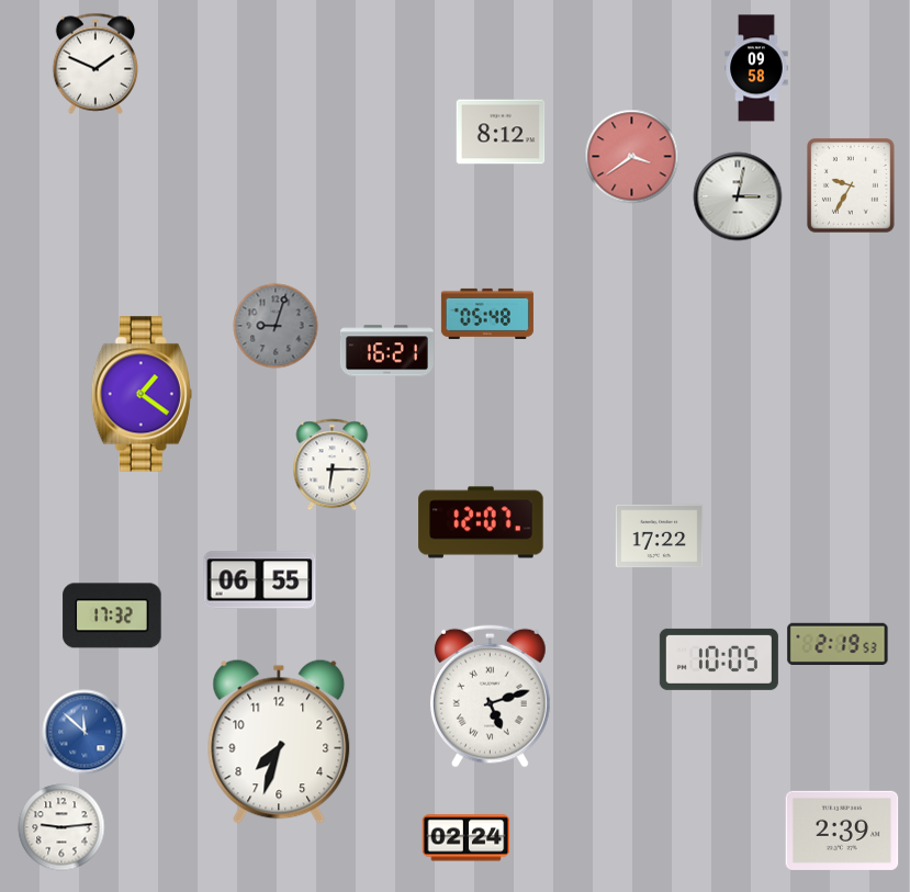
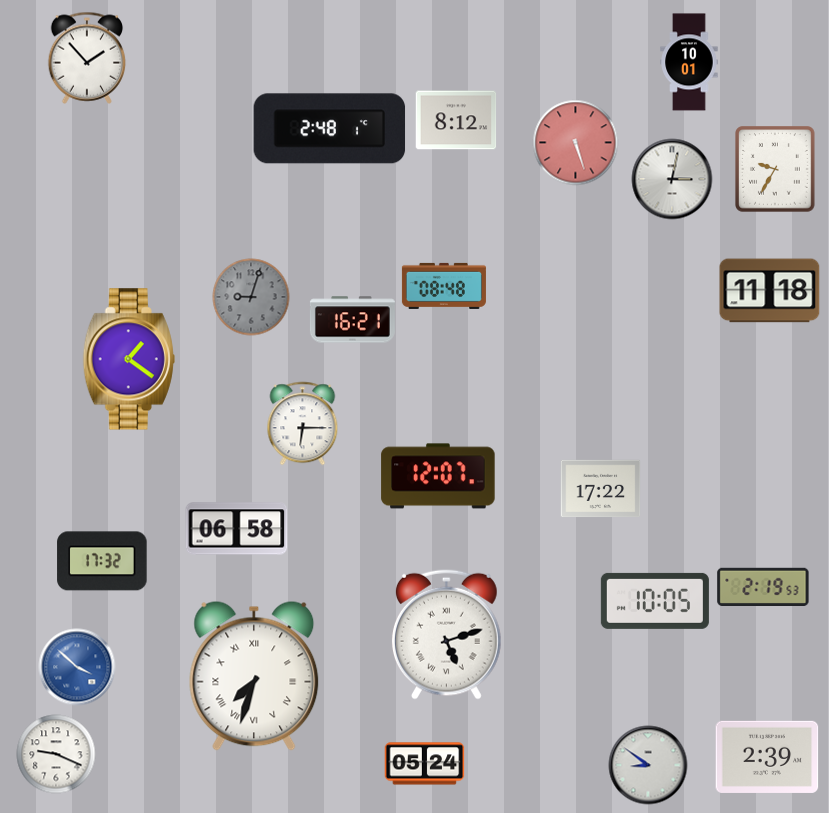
clock at (96, 64): 1:49 -> 1:53
clock at (756, 68): 09:58 -> 10:01
clock at (330, 129): none -> 2:48
clock at (632, 157): 3:39 -> 5:27
clock at (487, 314): 05:48 -> 08:48
clock at (770, 291): none -> 11:18
clock at (260, 580): 06:55 -> 06:58
clock at (85, 732): 11:52 -> 3:52
clock at (279, 742) numerals: Arabic -> Roman
clock at (61, 827): 9:14 -> 9:19
clock at (467, 838): 02:24 -> 05:24
clock at (648, 765): none -> 8:51
